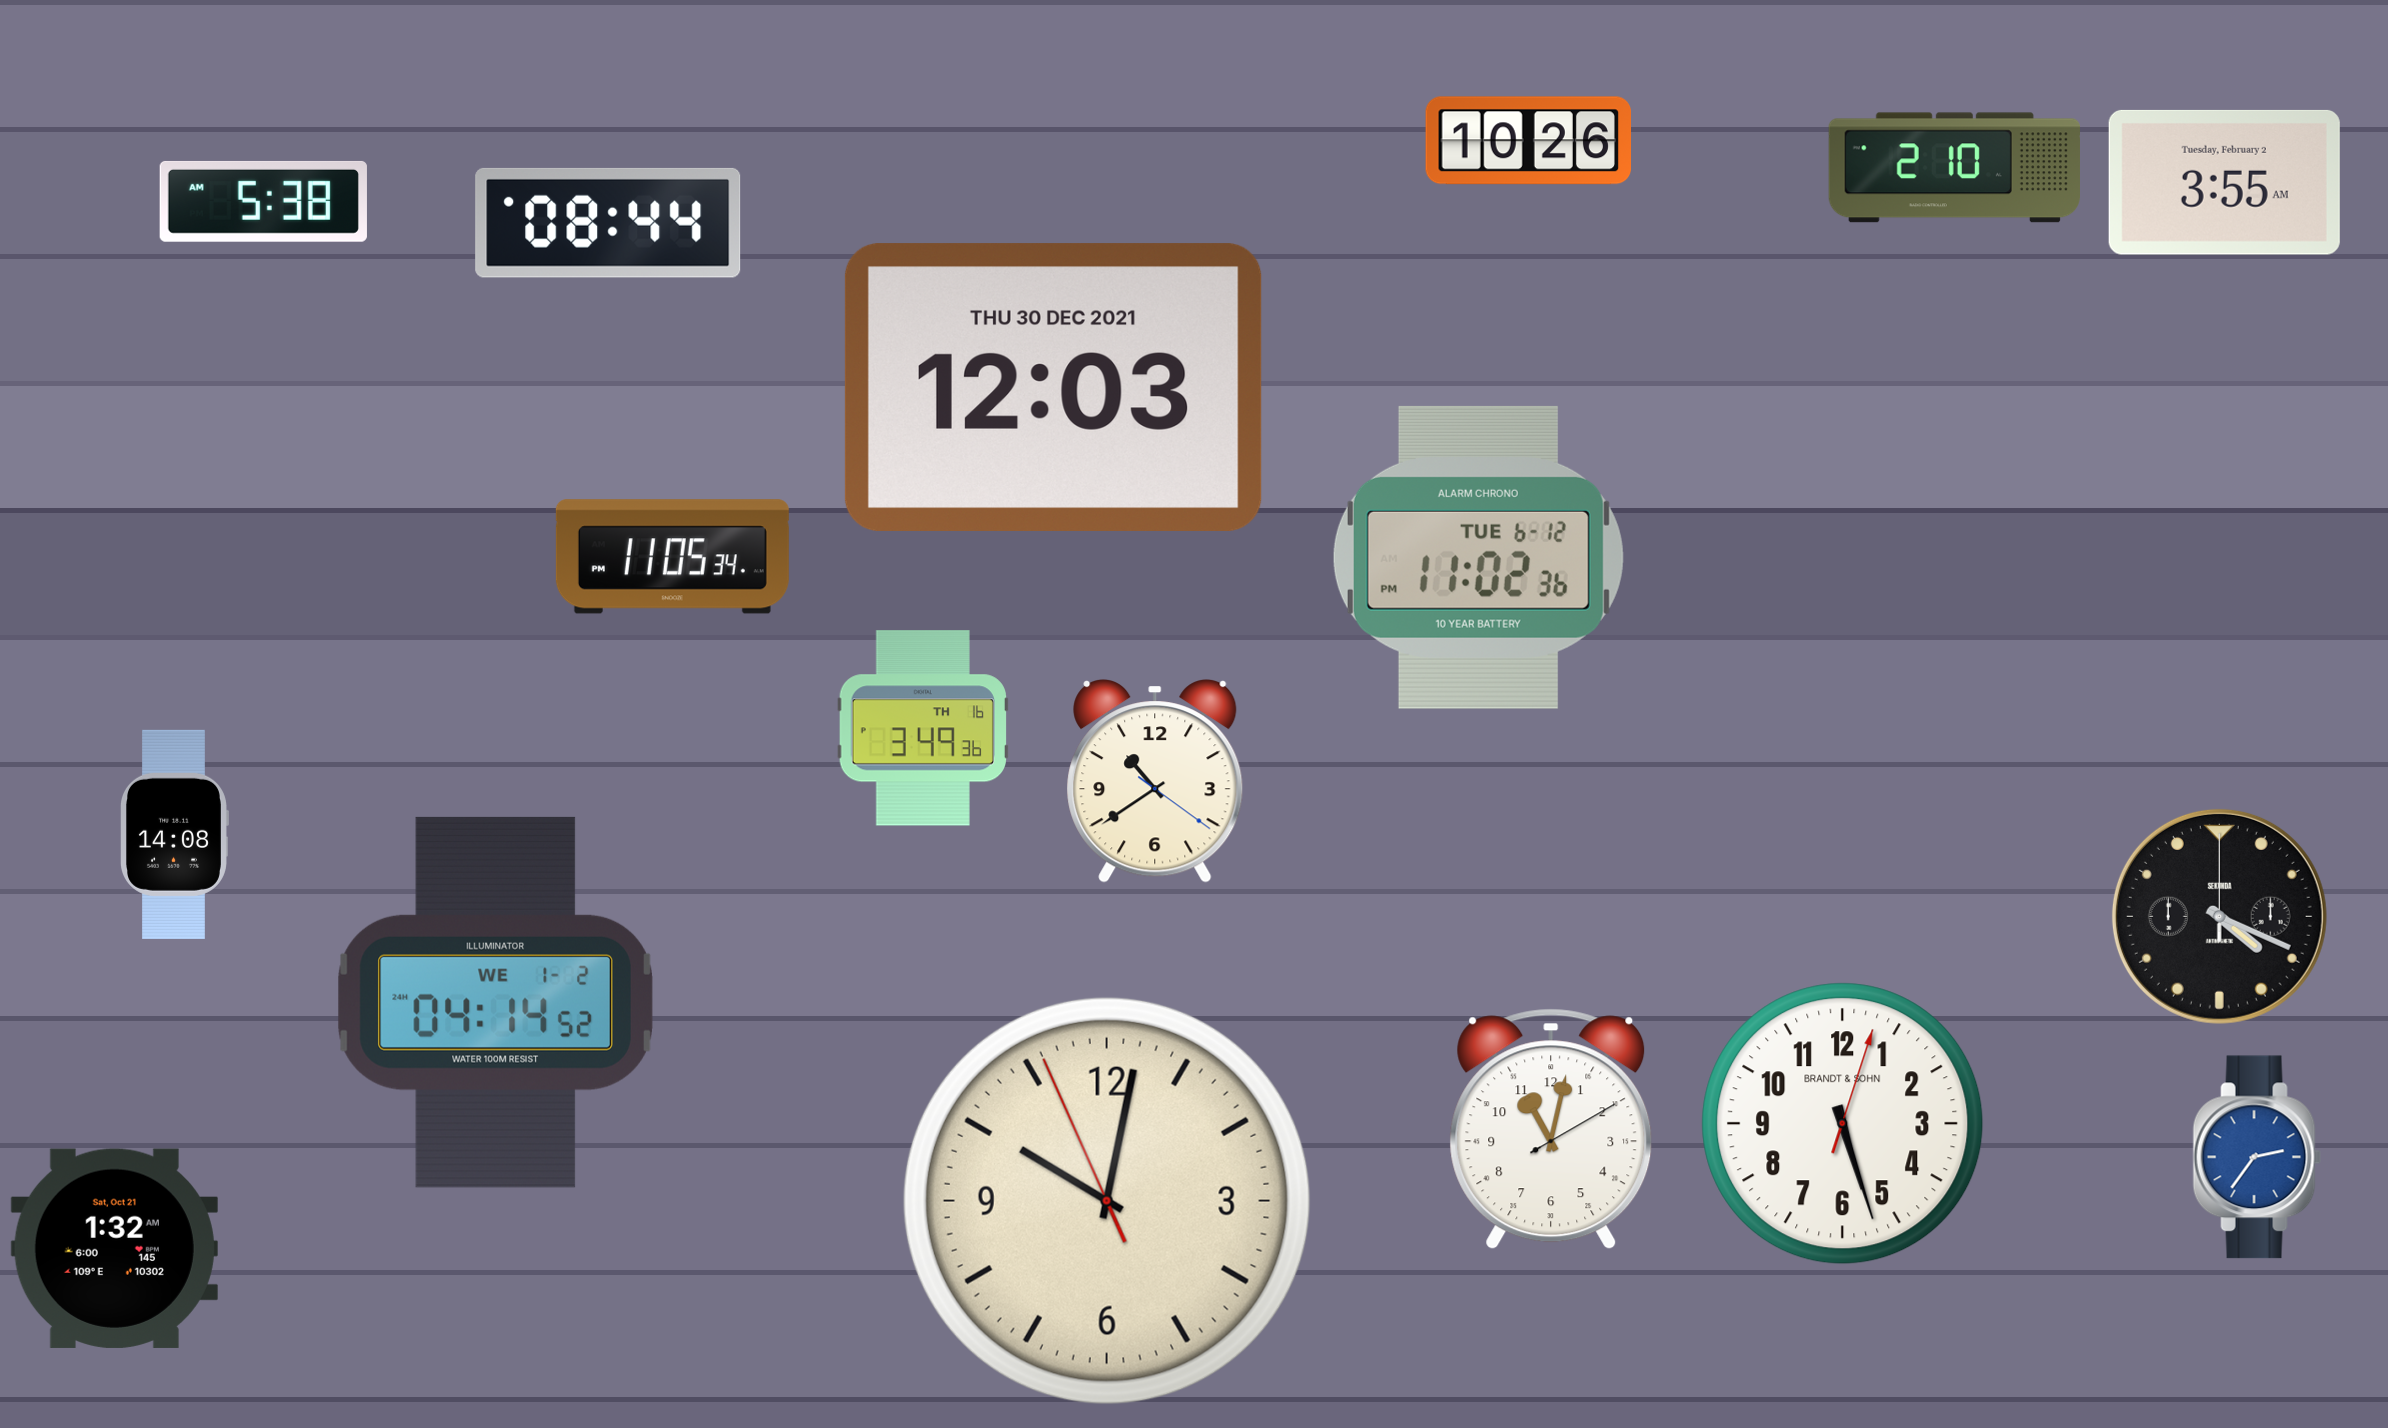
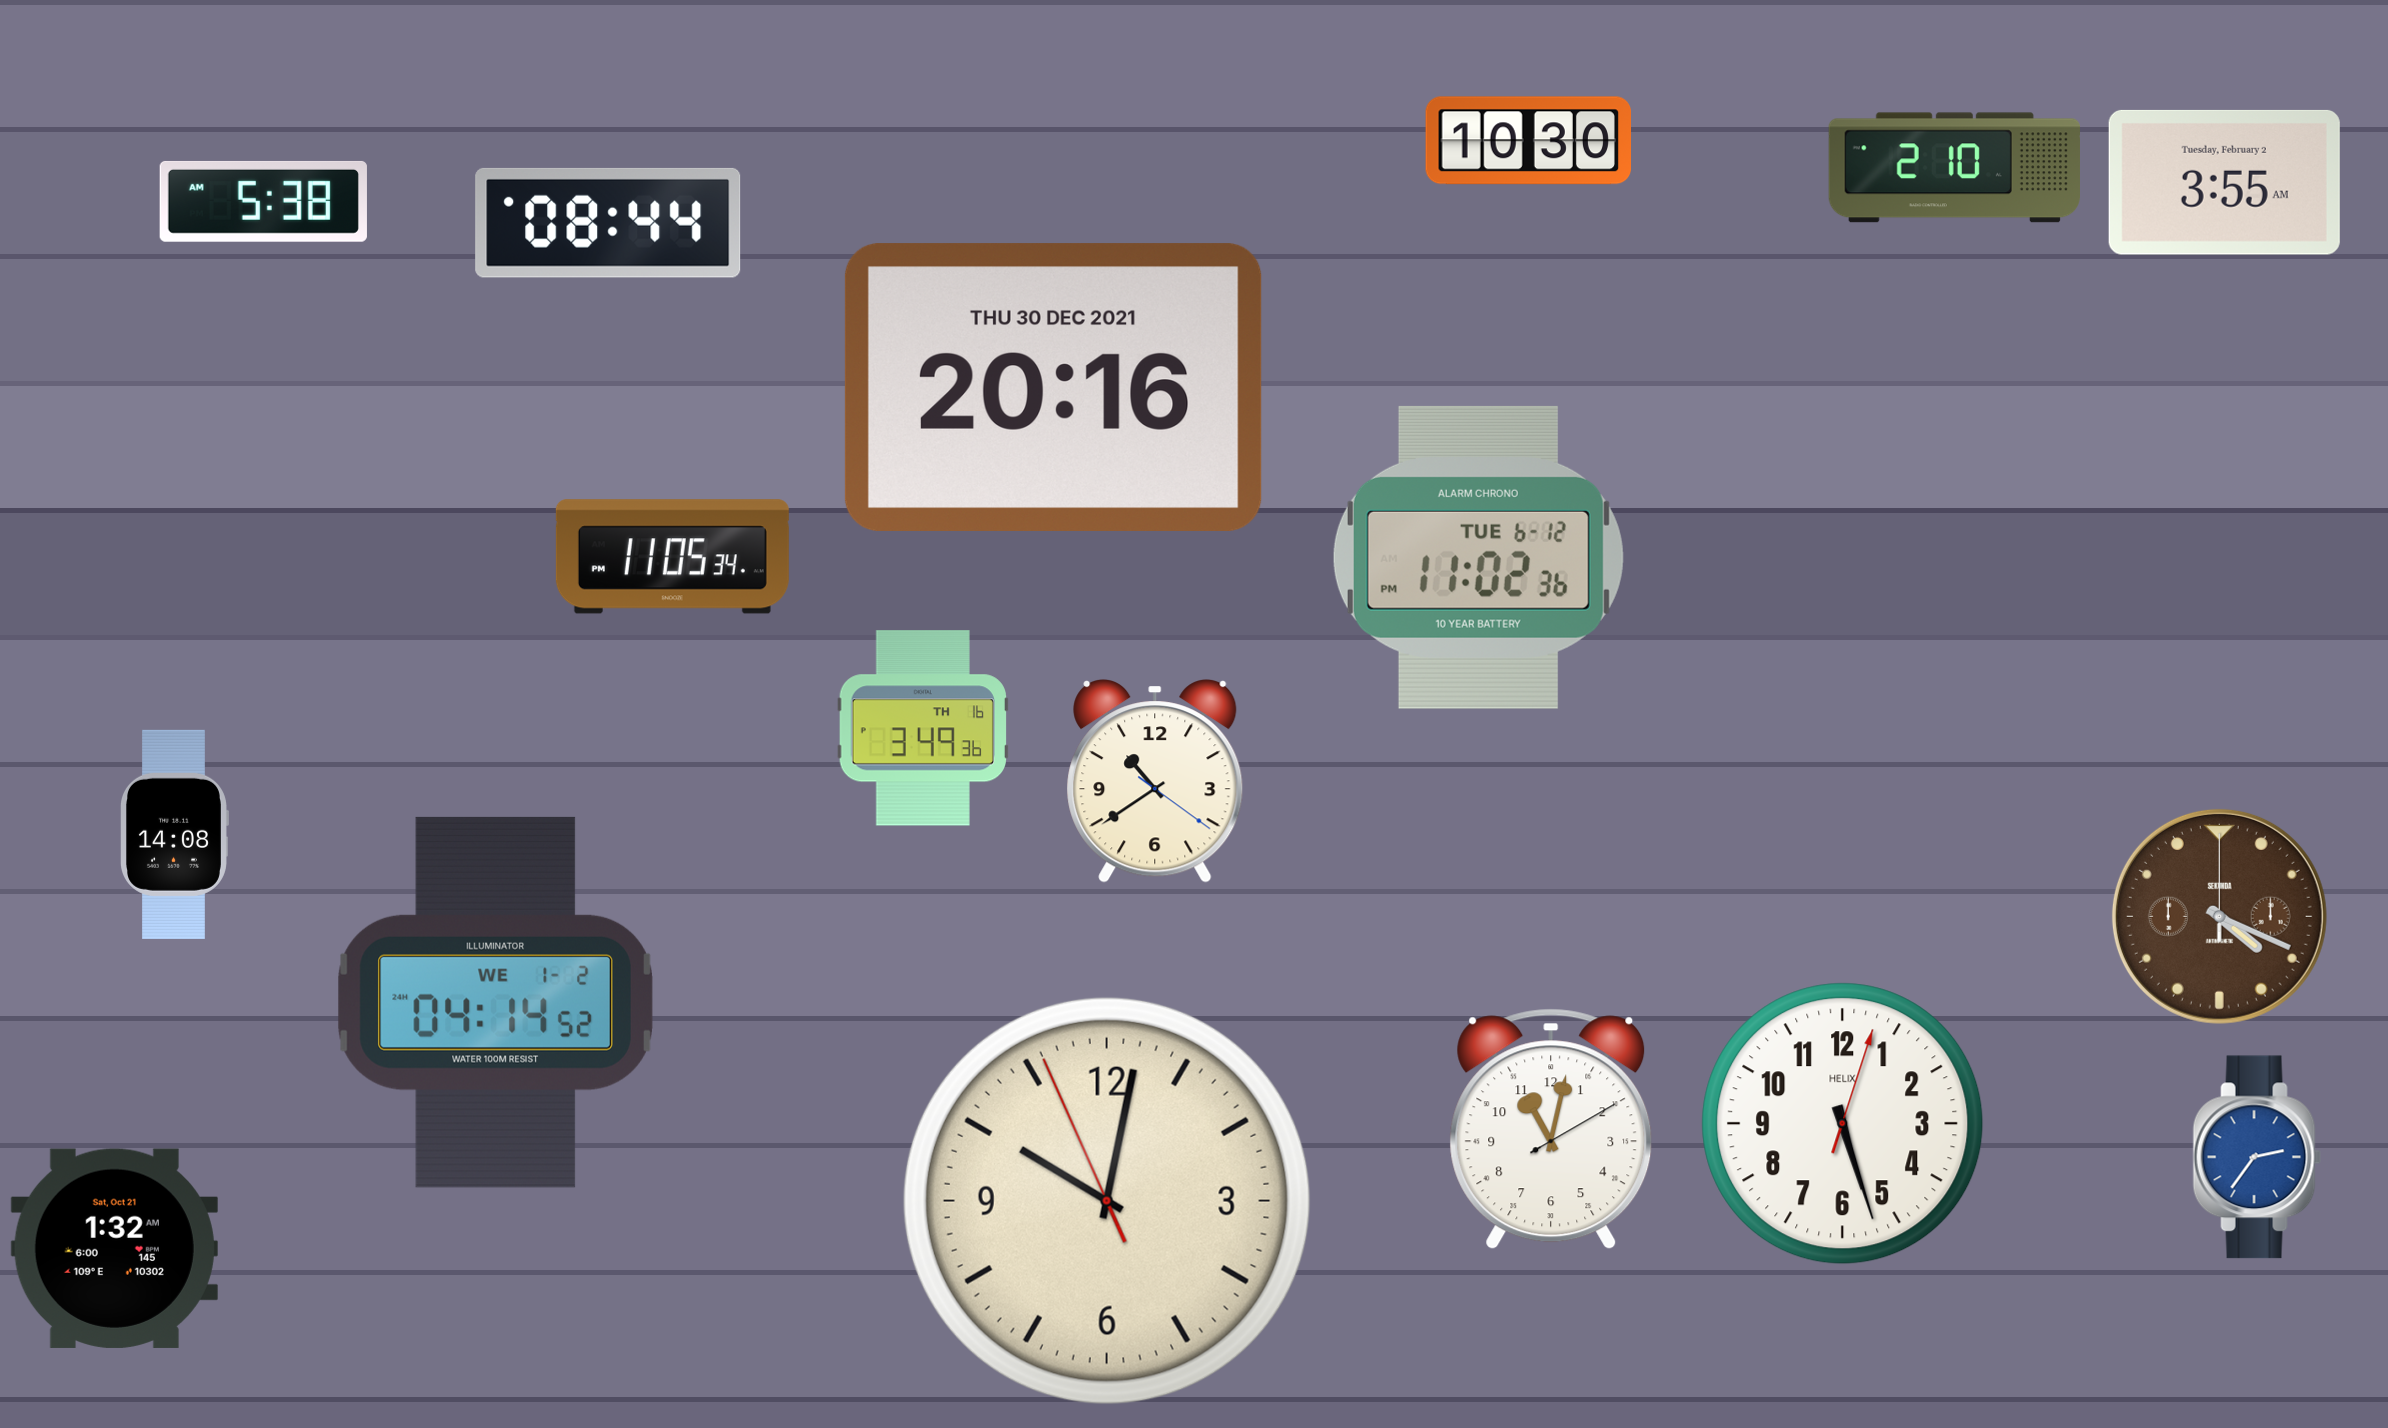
clock at (1528, 141): 10:26 -> 10:30
clock at (1053, 387): 12:03 -> 20:16
clock at (2219, 916) dial: black -> brown
clock at (1843, 1124) brand: BRANDT & SOHN -> HELIX
